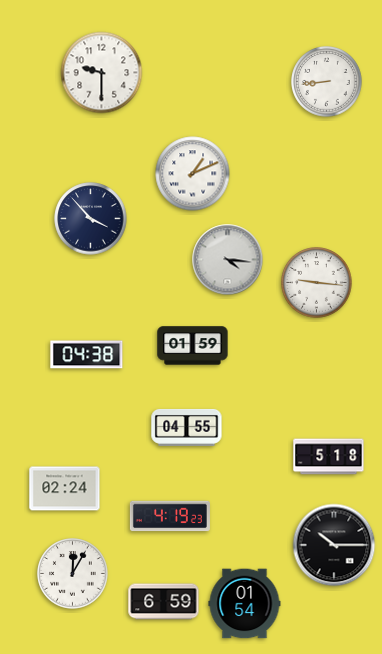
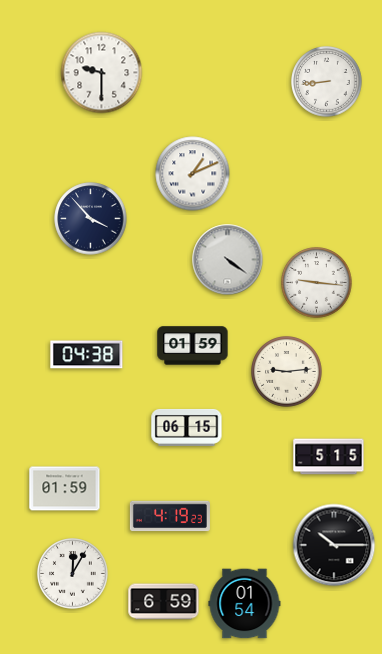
clock at (228, 260): 4:16 -> 4:21
clock at (287, 372): none -> 9:14
clock at (187, 427): 04:55 -> 06:15
clock at (329, 457): 5:18 -> 5:15
clock at (65, 489): 02:24 -> 01:59
